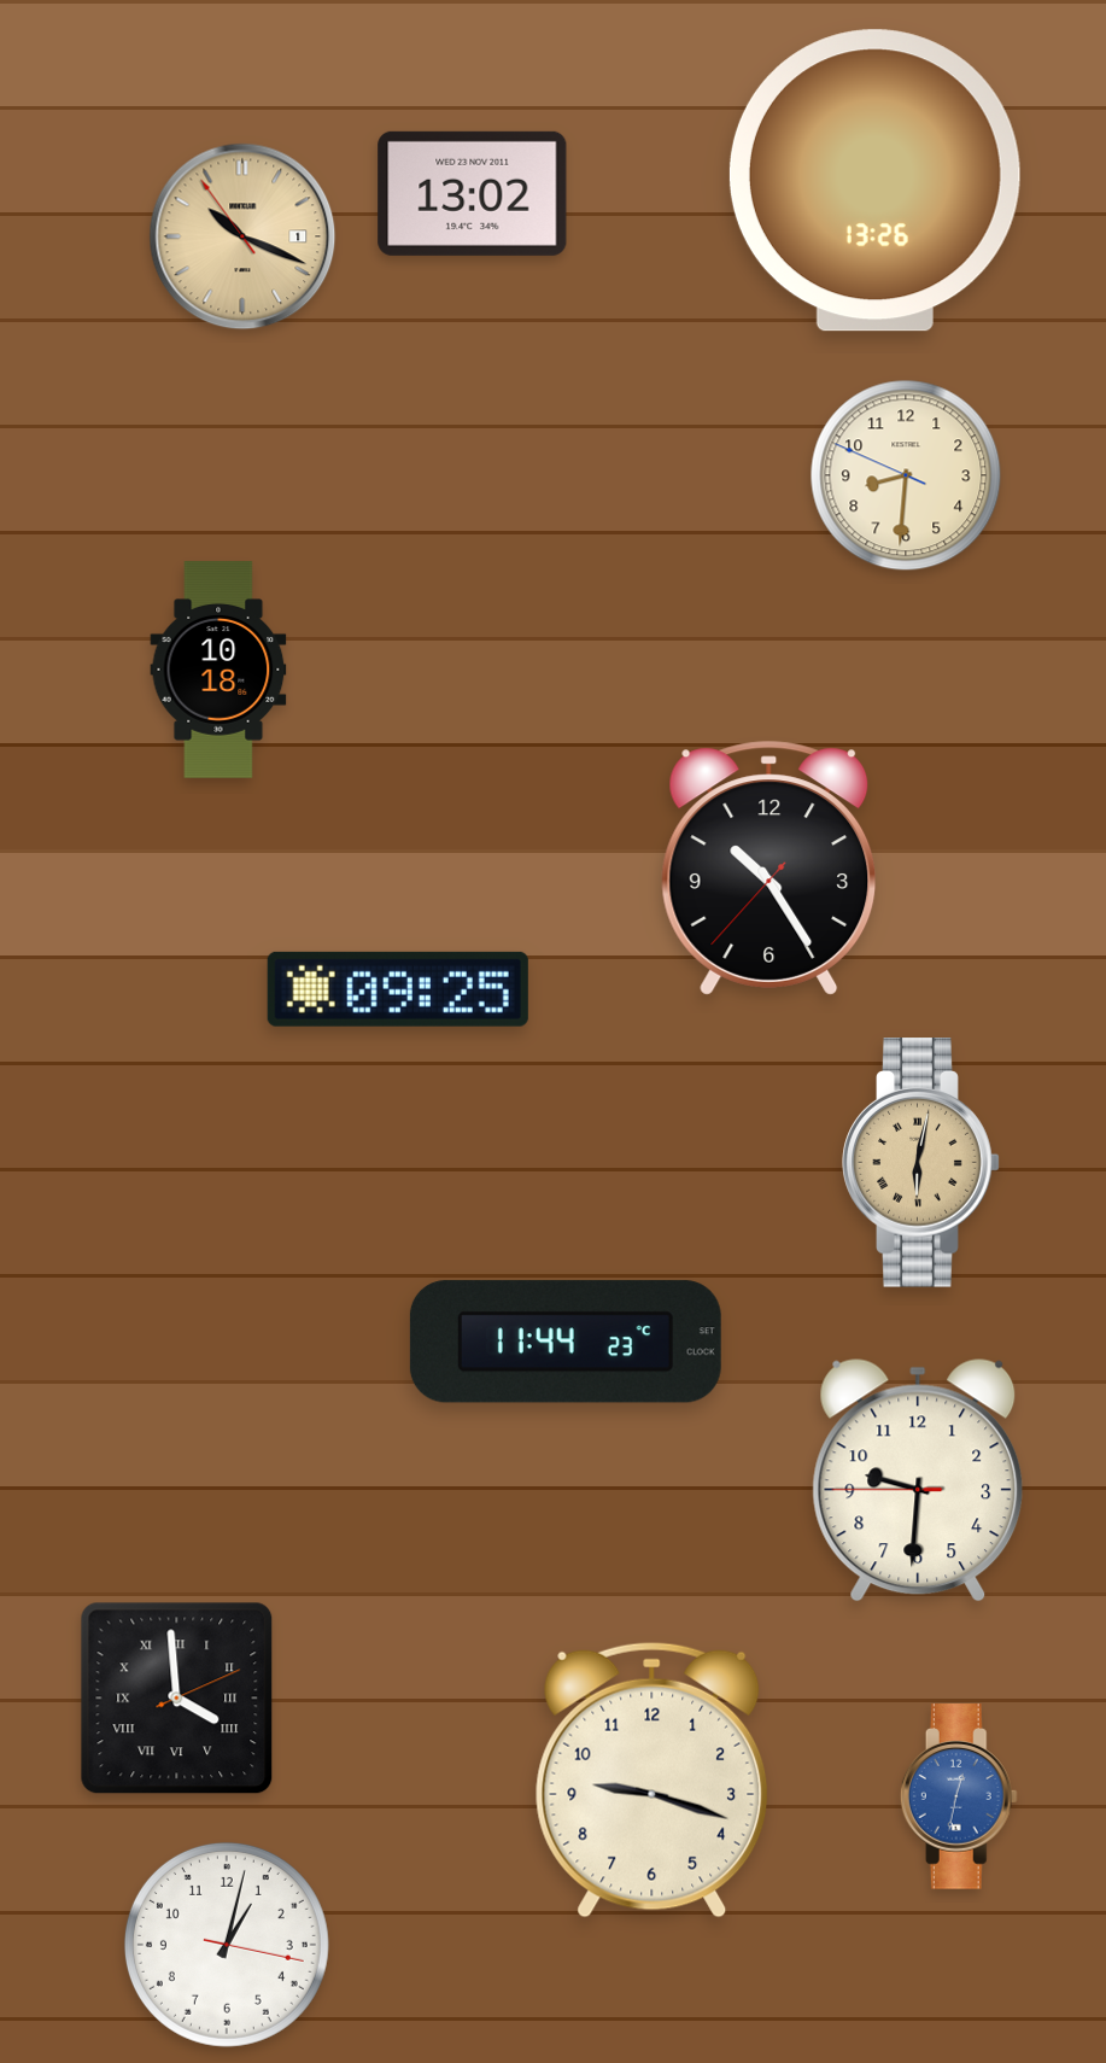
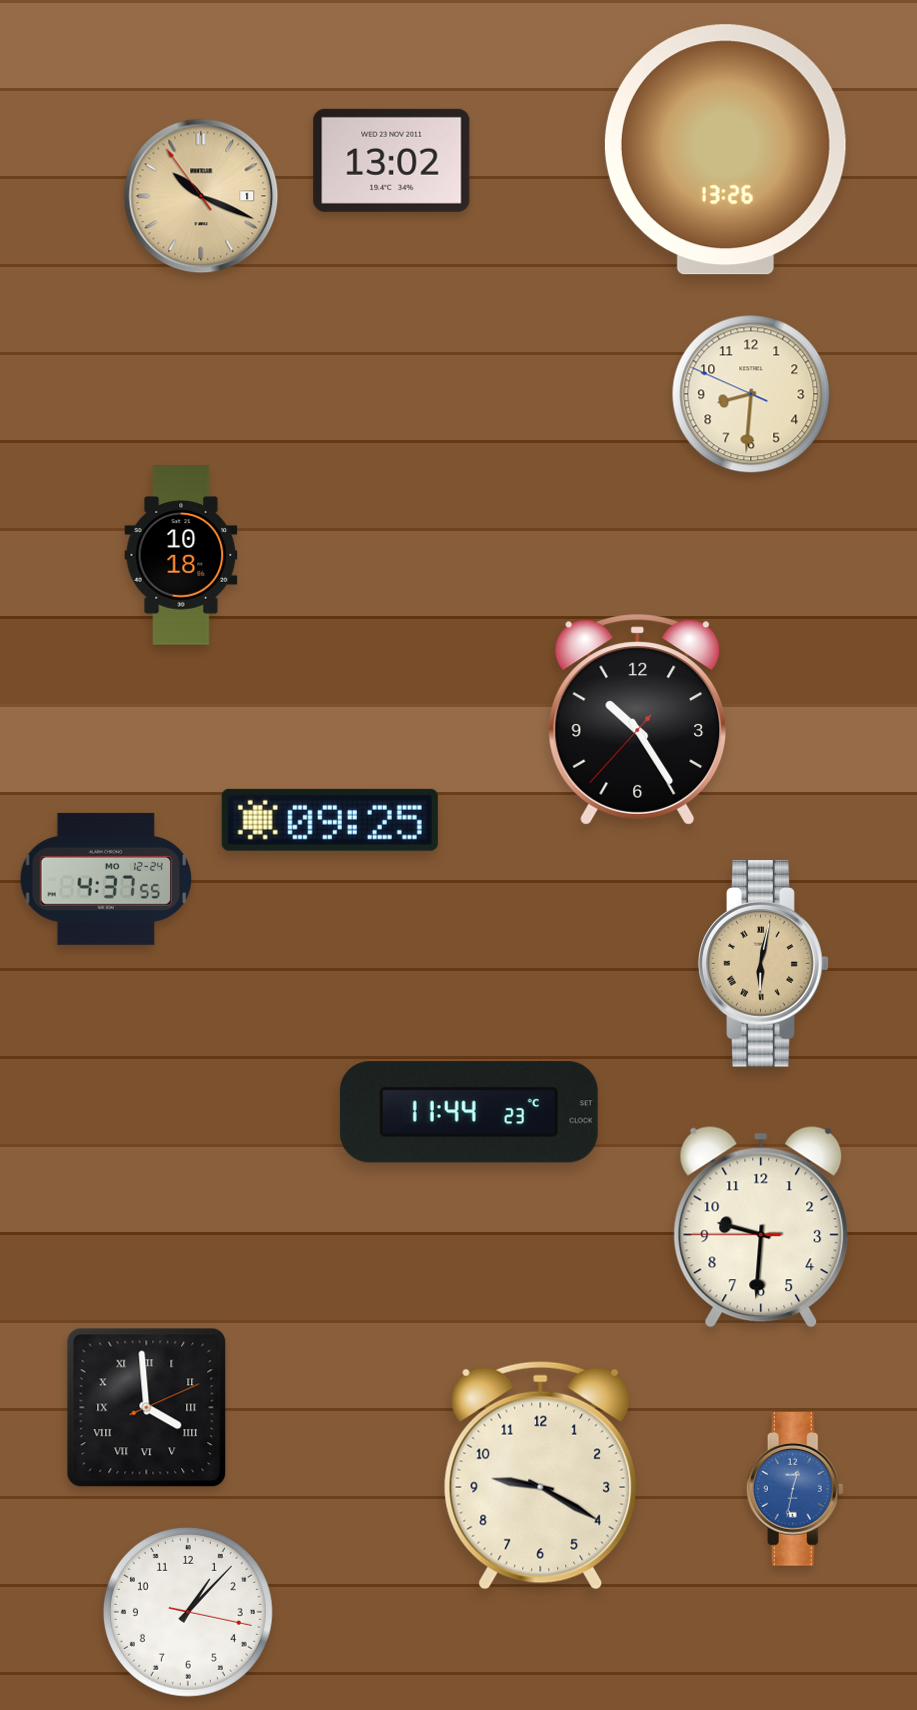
clock at (106, 879): none -> 4:37
clock at (653, 1779): 9:18 -> 9:20
clock at (227, 1945): 1:02 -> 1:07
